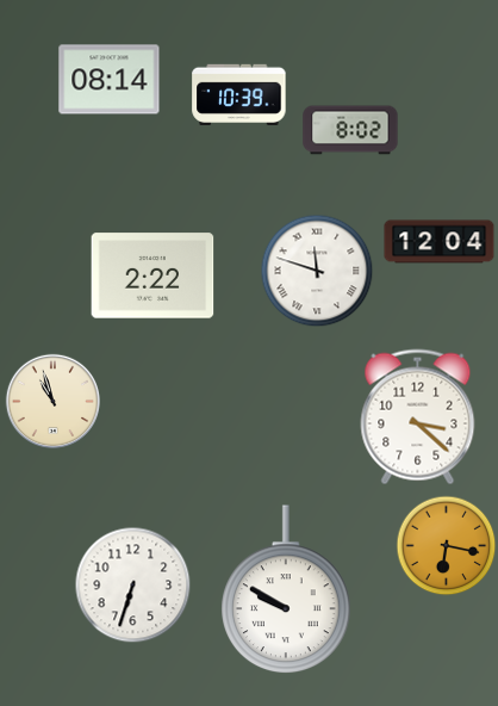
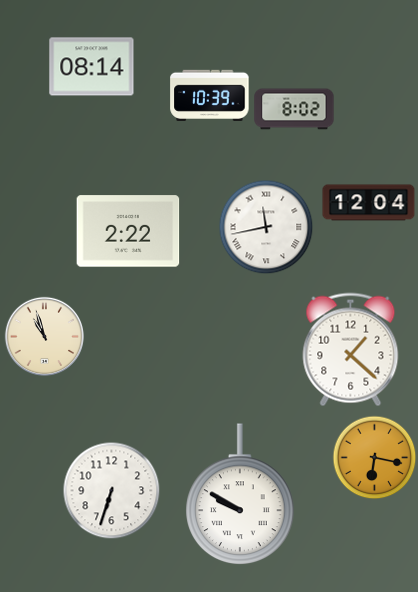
clock at (239, 94) position: (239, 94) -> (210, 95)
clock at (317, 271): 11:48 -> 11:43
clock at (418, 417): 3:22 -> 1:22
